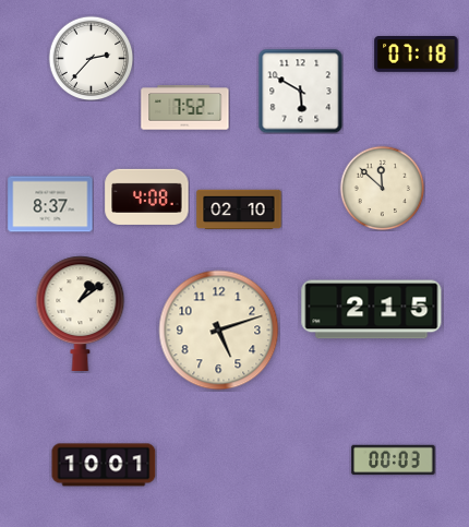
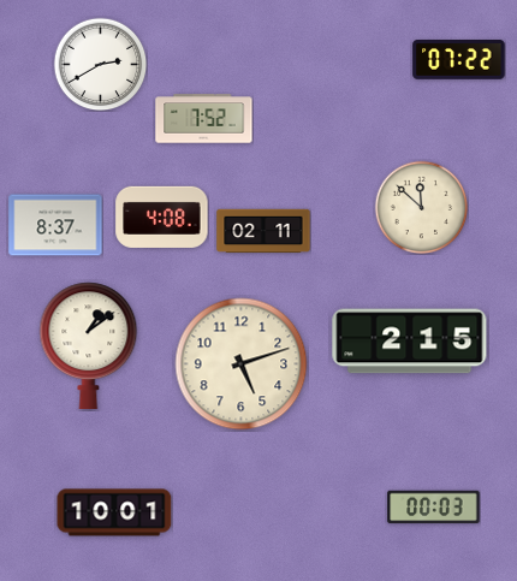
clock at (417, 55): 07:18 -> 07:22
clock at (91, 58): 2:37 -> 2:40
clock at (300, 91): 5:50 -> none
clock at (239, 209): 02:10 -> 02:11
